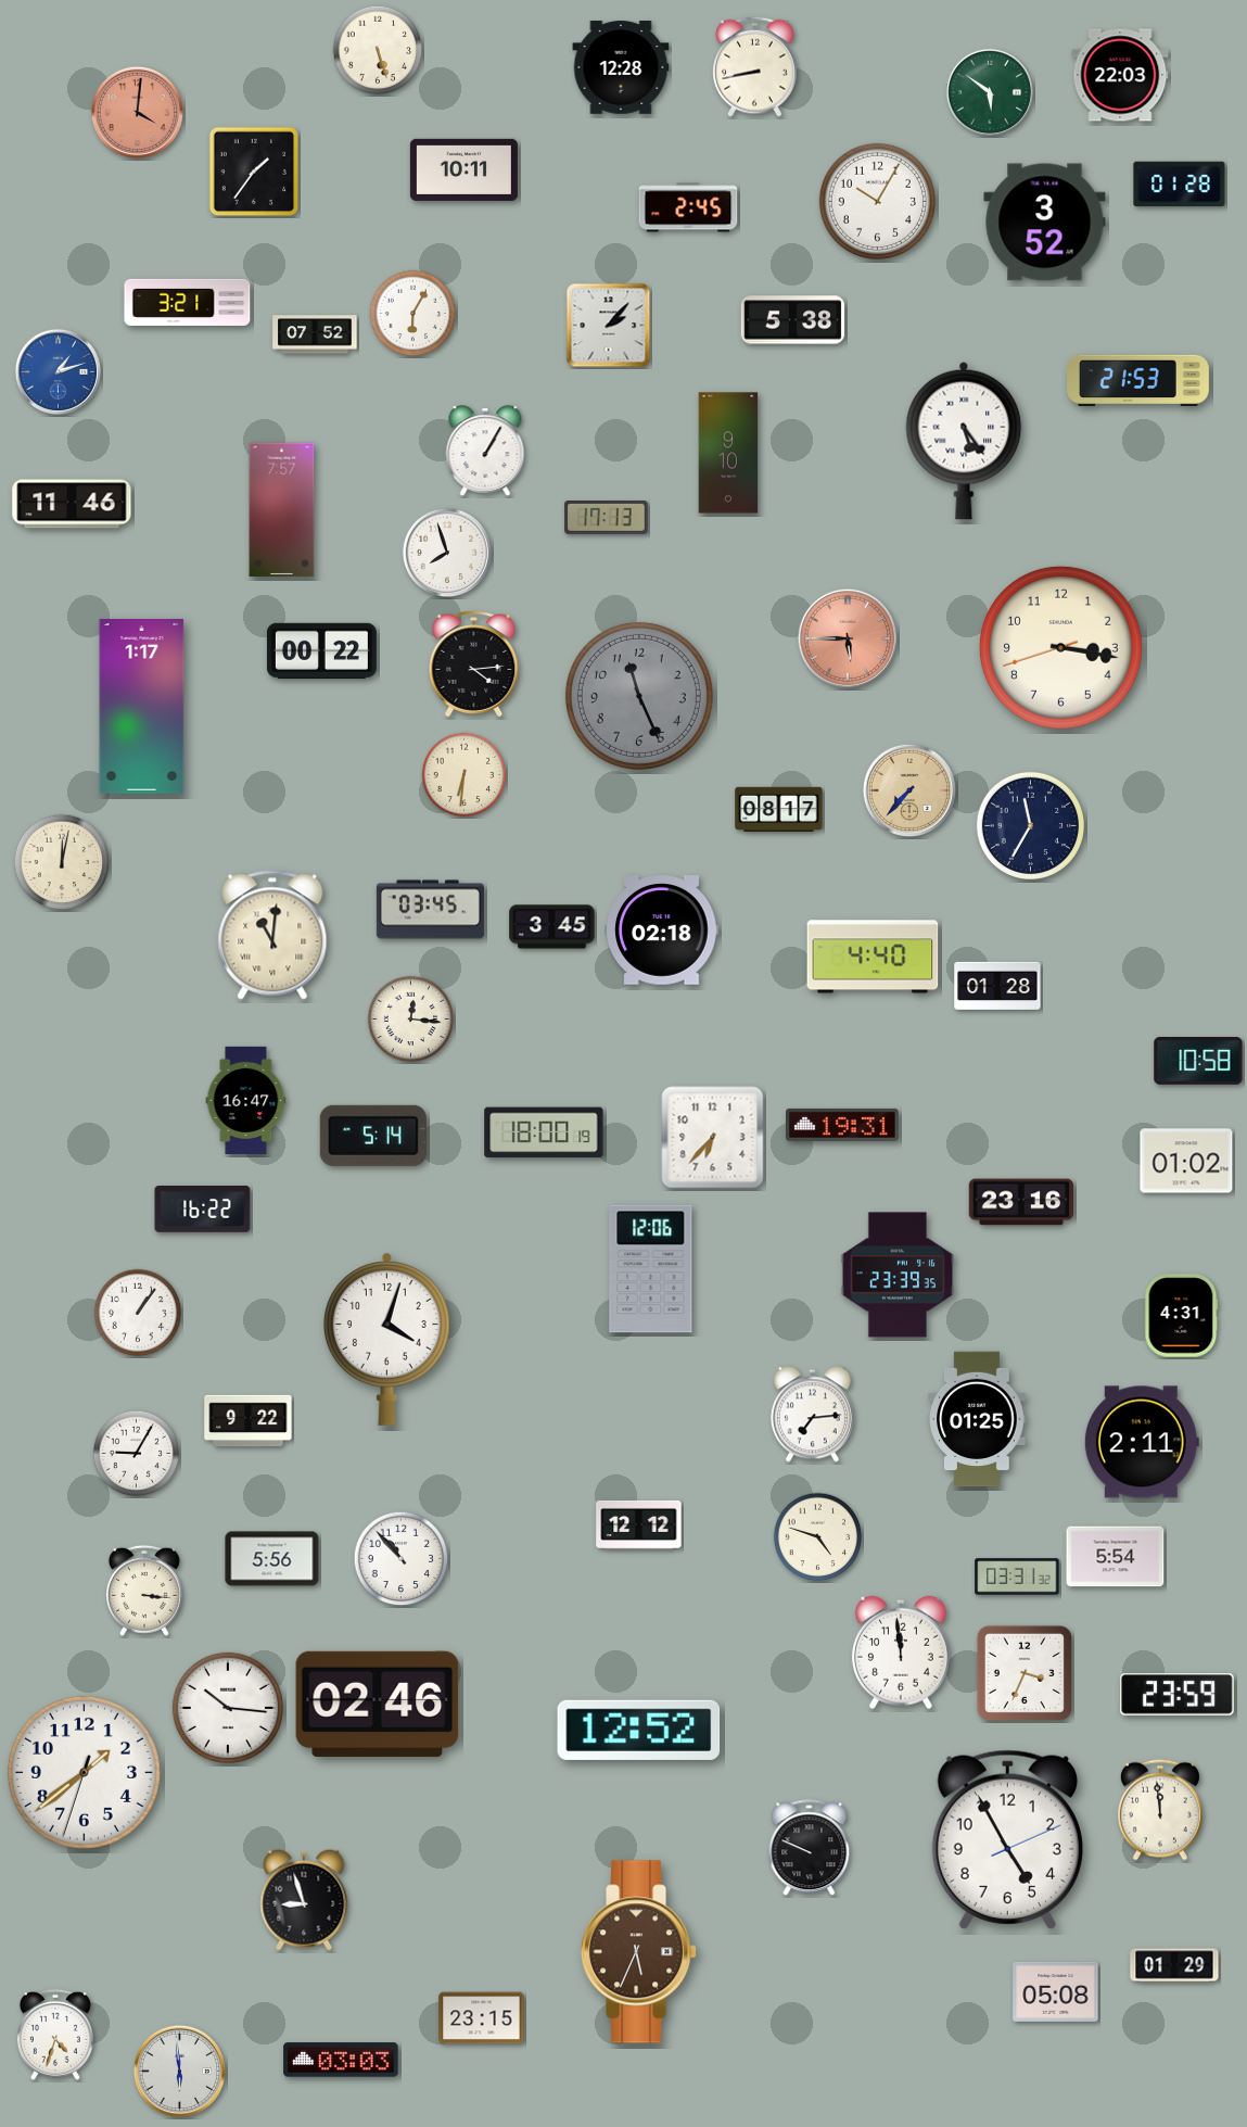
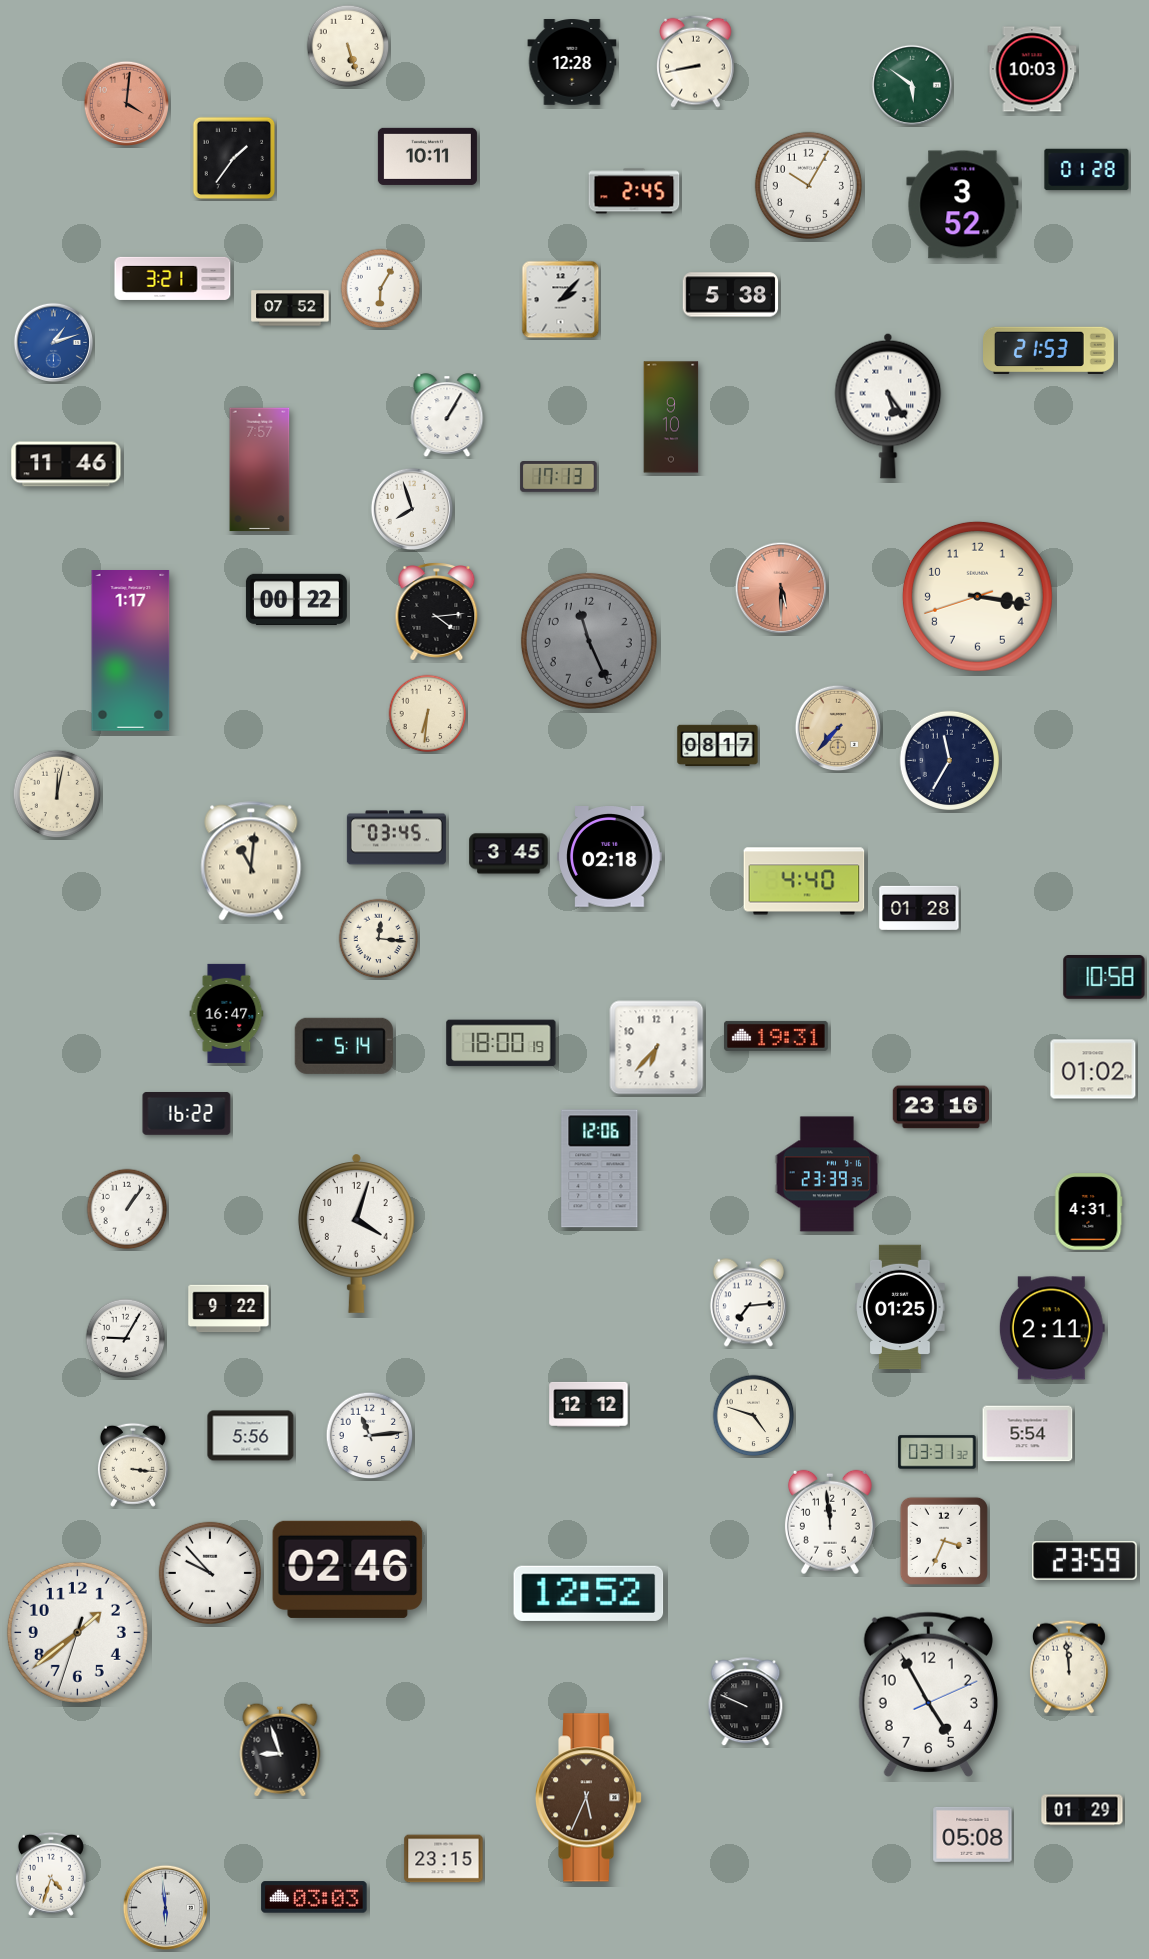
clock at (1120, 75): 22:03 -> 10:03
clock at (848, 638): 5:45 -> 5:30
clock at (402, 1559): 10:53 -> 11:14
clock at (228, 1708): 10:16 -> 9:53
